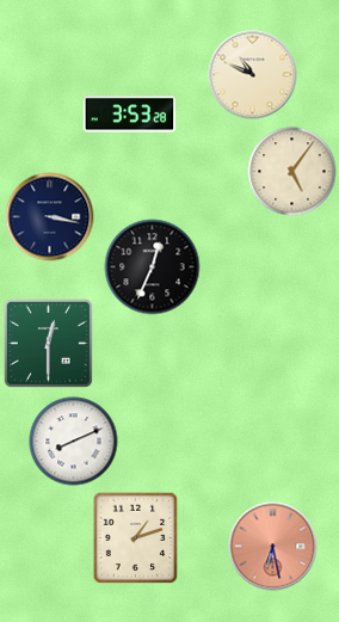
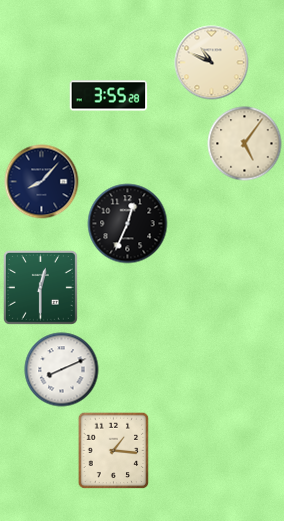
clock at (130, 115): 3:53 -> 3:55
clock at (50, 217): 3:17 -> 8:07
clock at (136, 538): 1:12 -> 1:16
clock at (273, 547): 6:28 -> none
